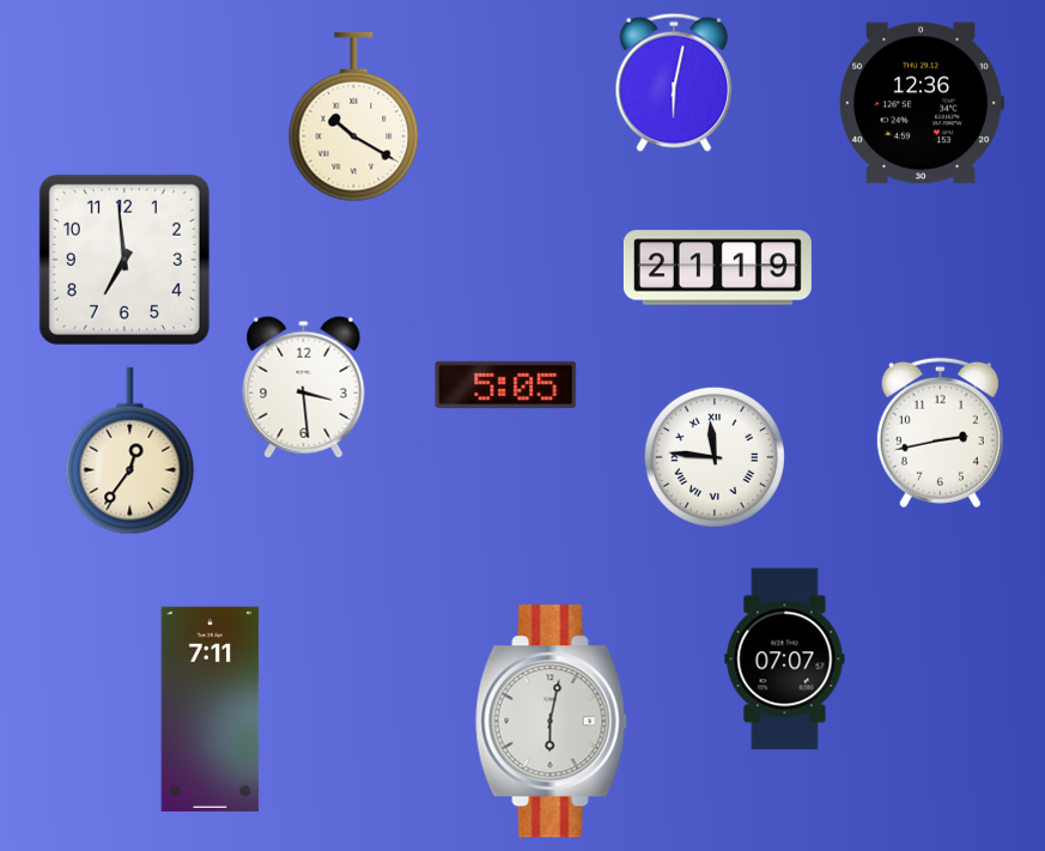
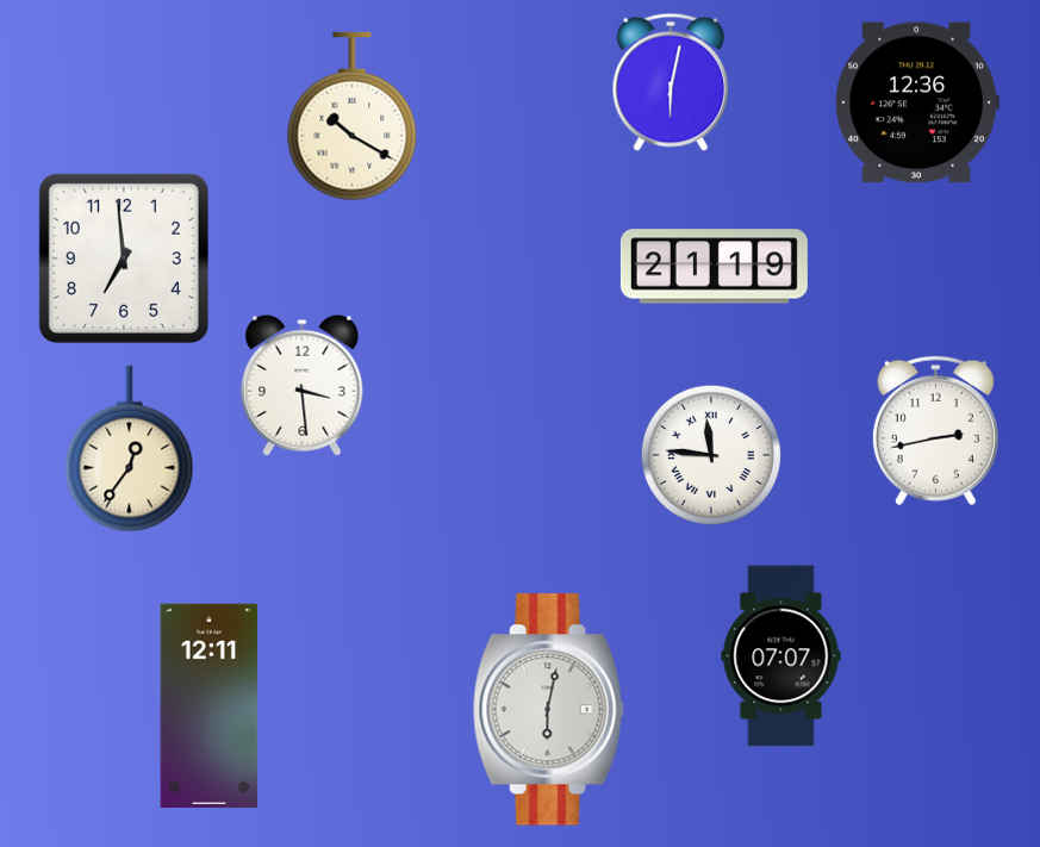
clock at (506, 384): 5:05 -> none
clock at (211, 709): 7:11 -> 12:11
clock at (551, 722) position: (551, 722) -> (548, 710)
